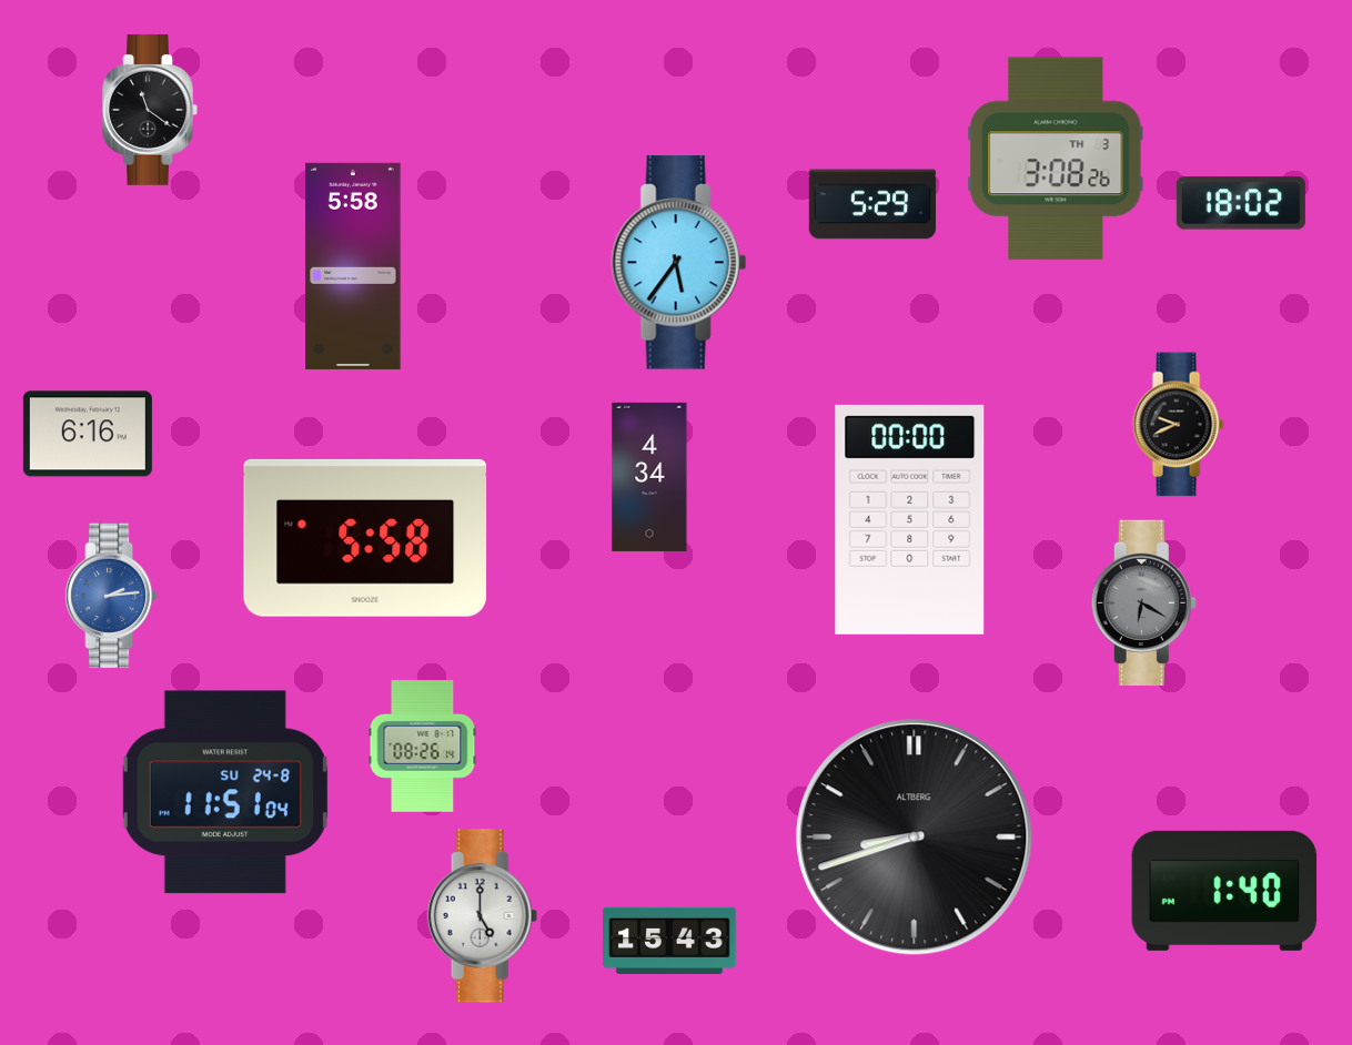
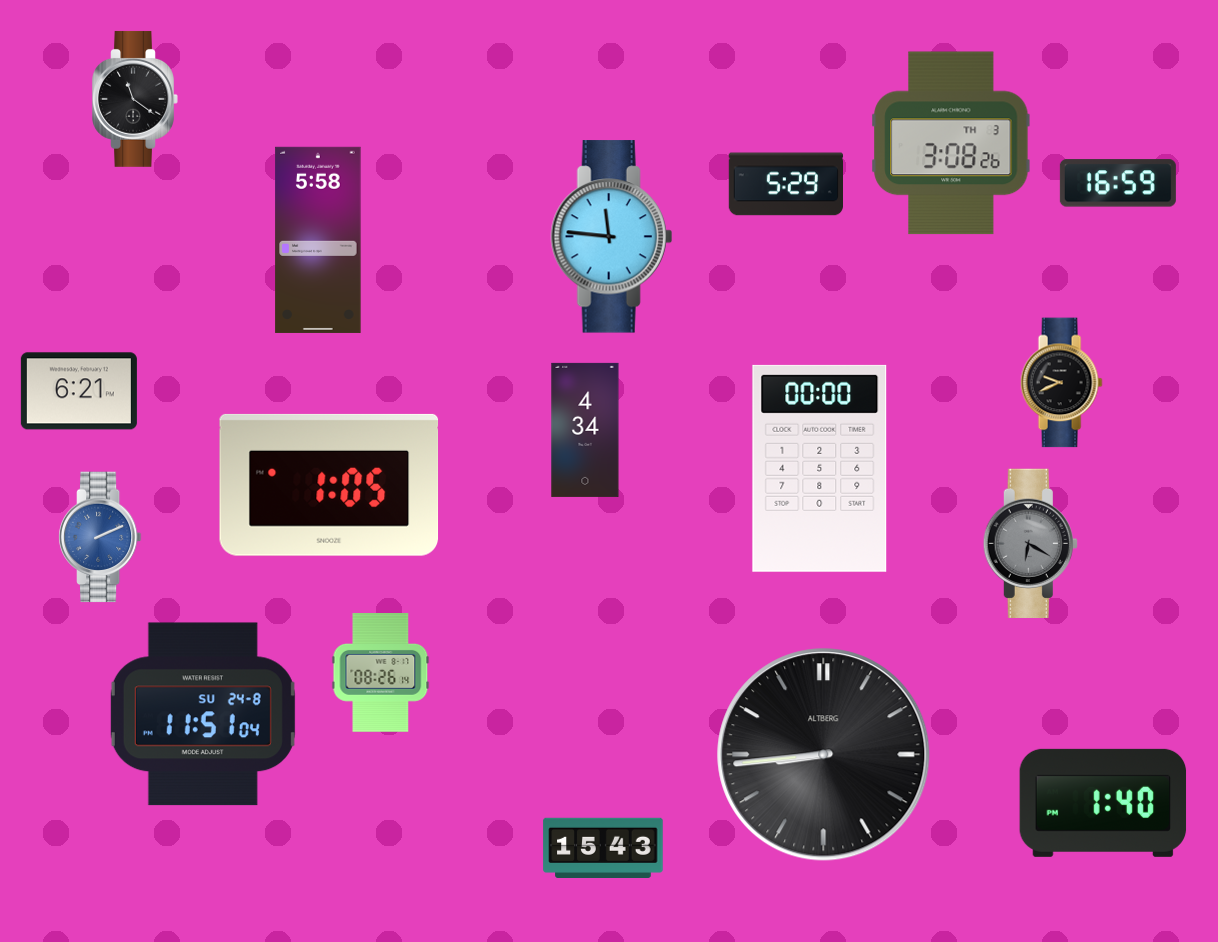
clock at (1241, 203): 18:02 -> 16:59
clock at (678, 263): 5:36 -> 11:46
clock at (88, 434): 6:16 -> 6:21
clock at (365, 538): 5:58 -> 1:05
clock at (111, 596): 2:14 -> 2:11
clock at (915, 838): 8:42 -> 8:44
clock at (483, 916): 5:00 -> none
